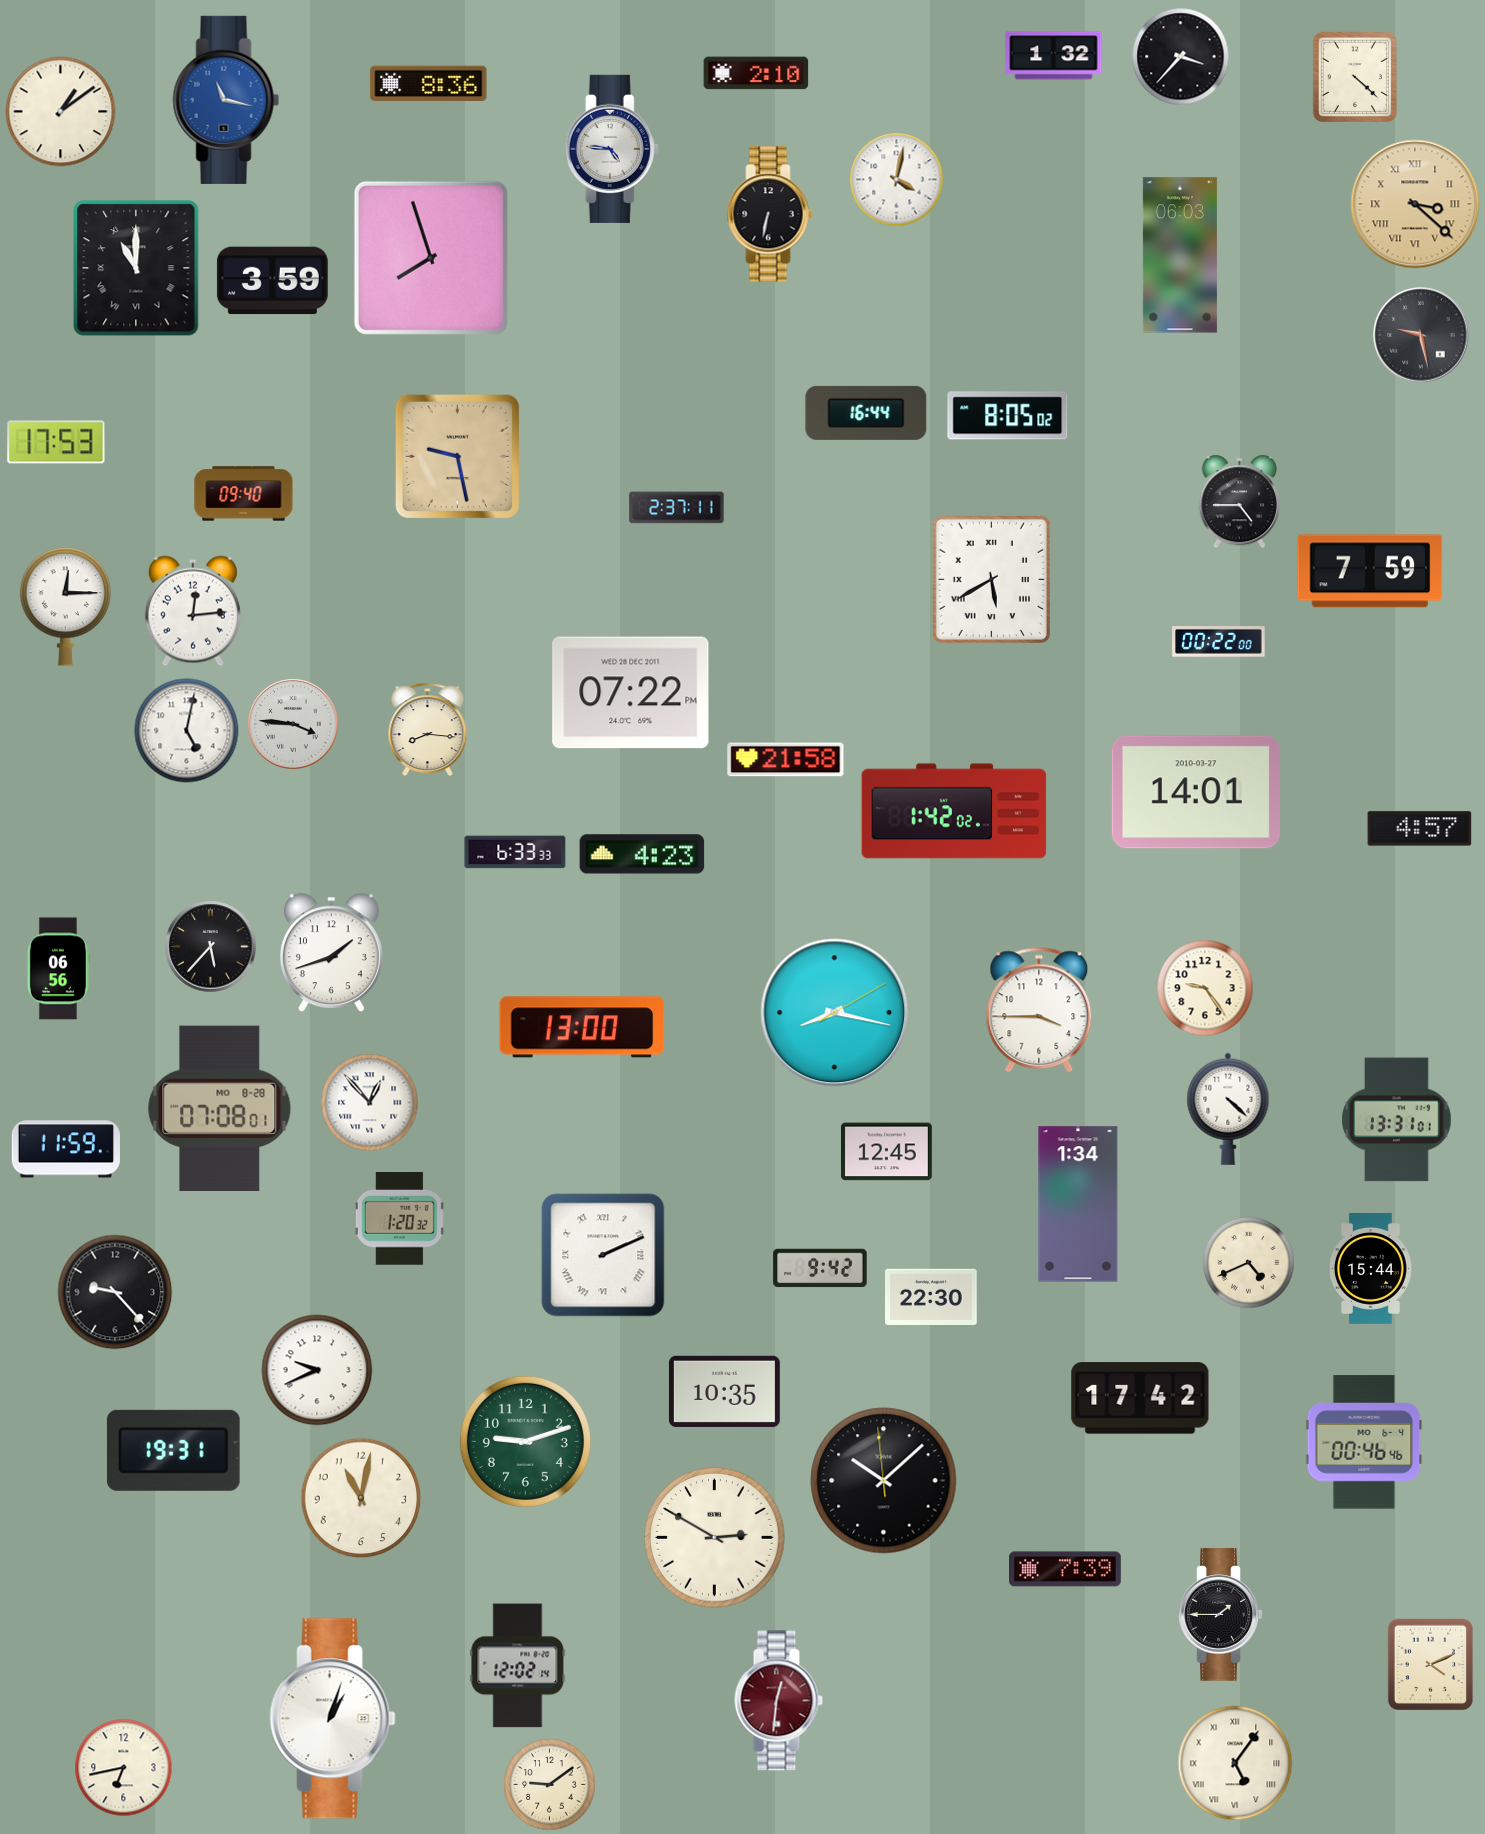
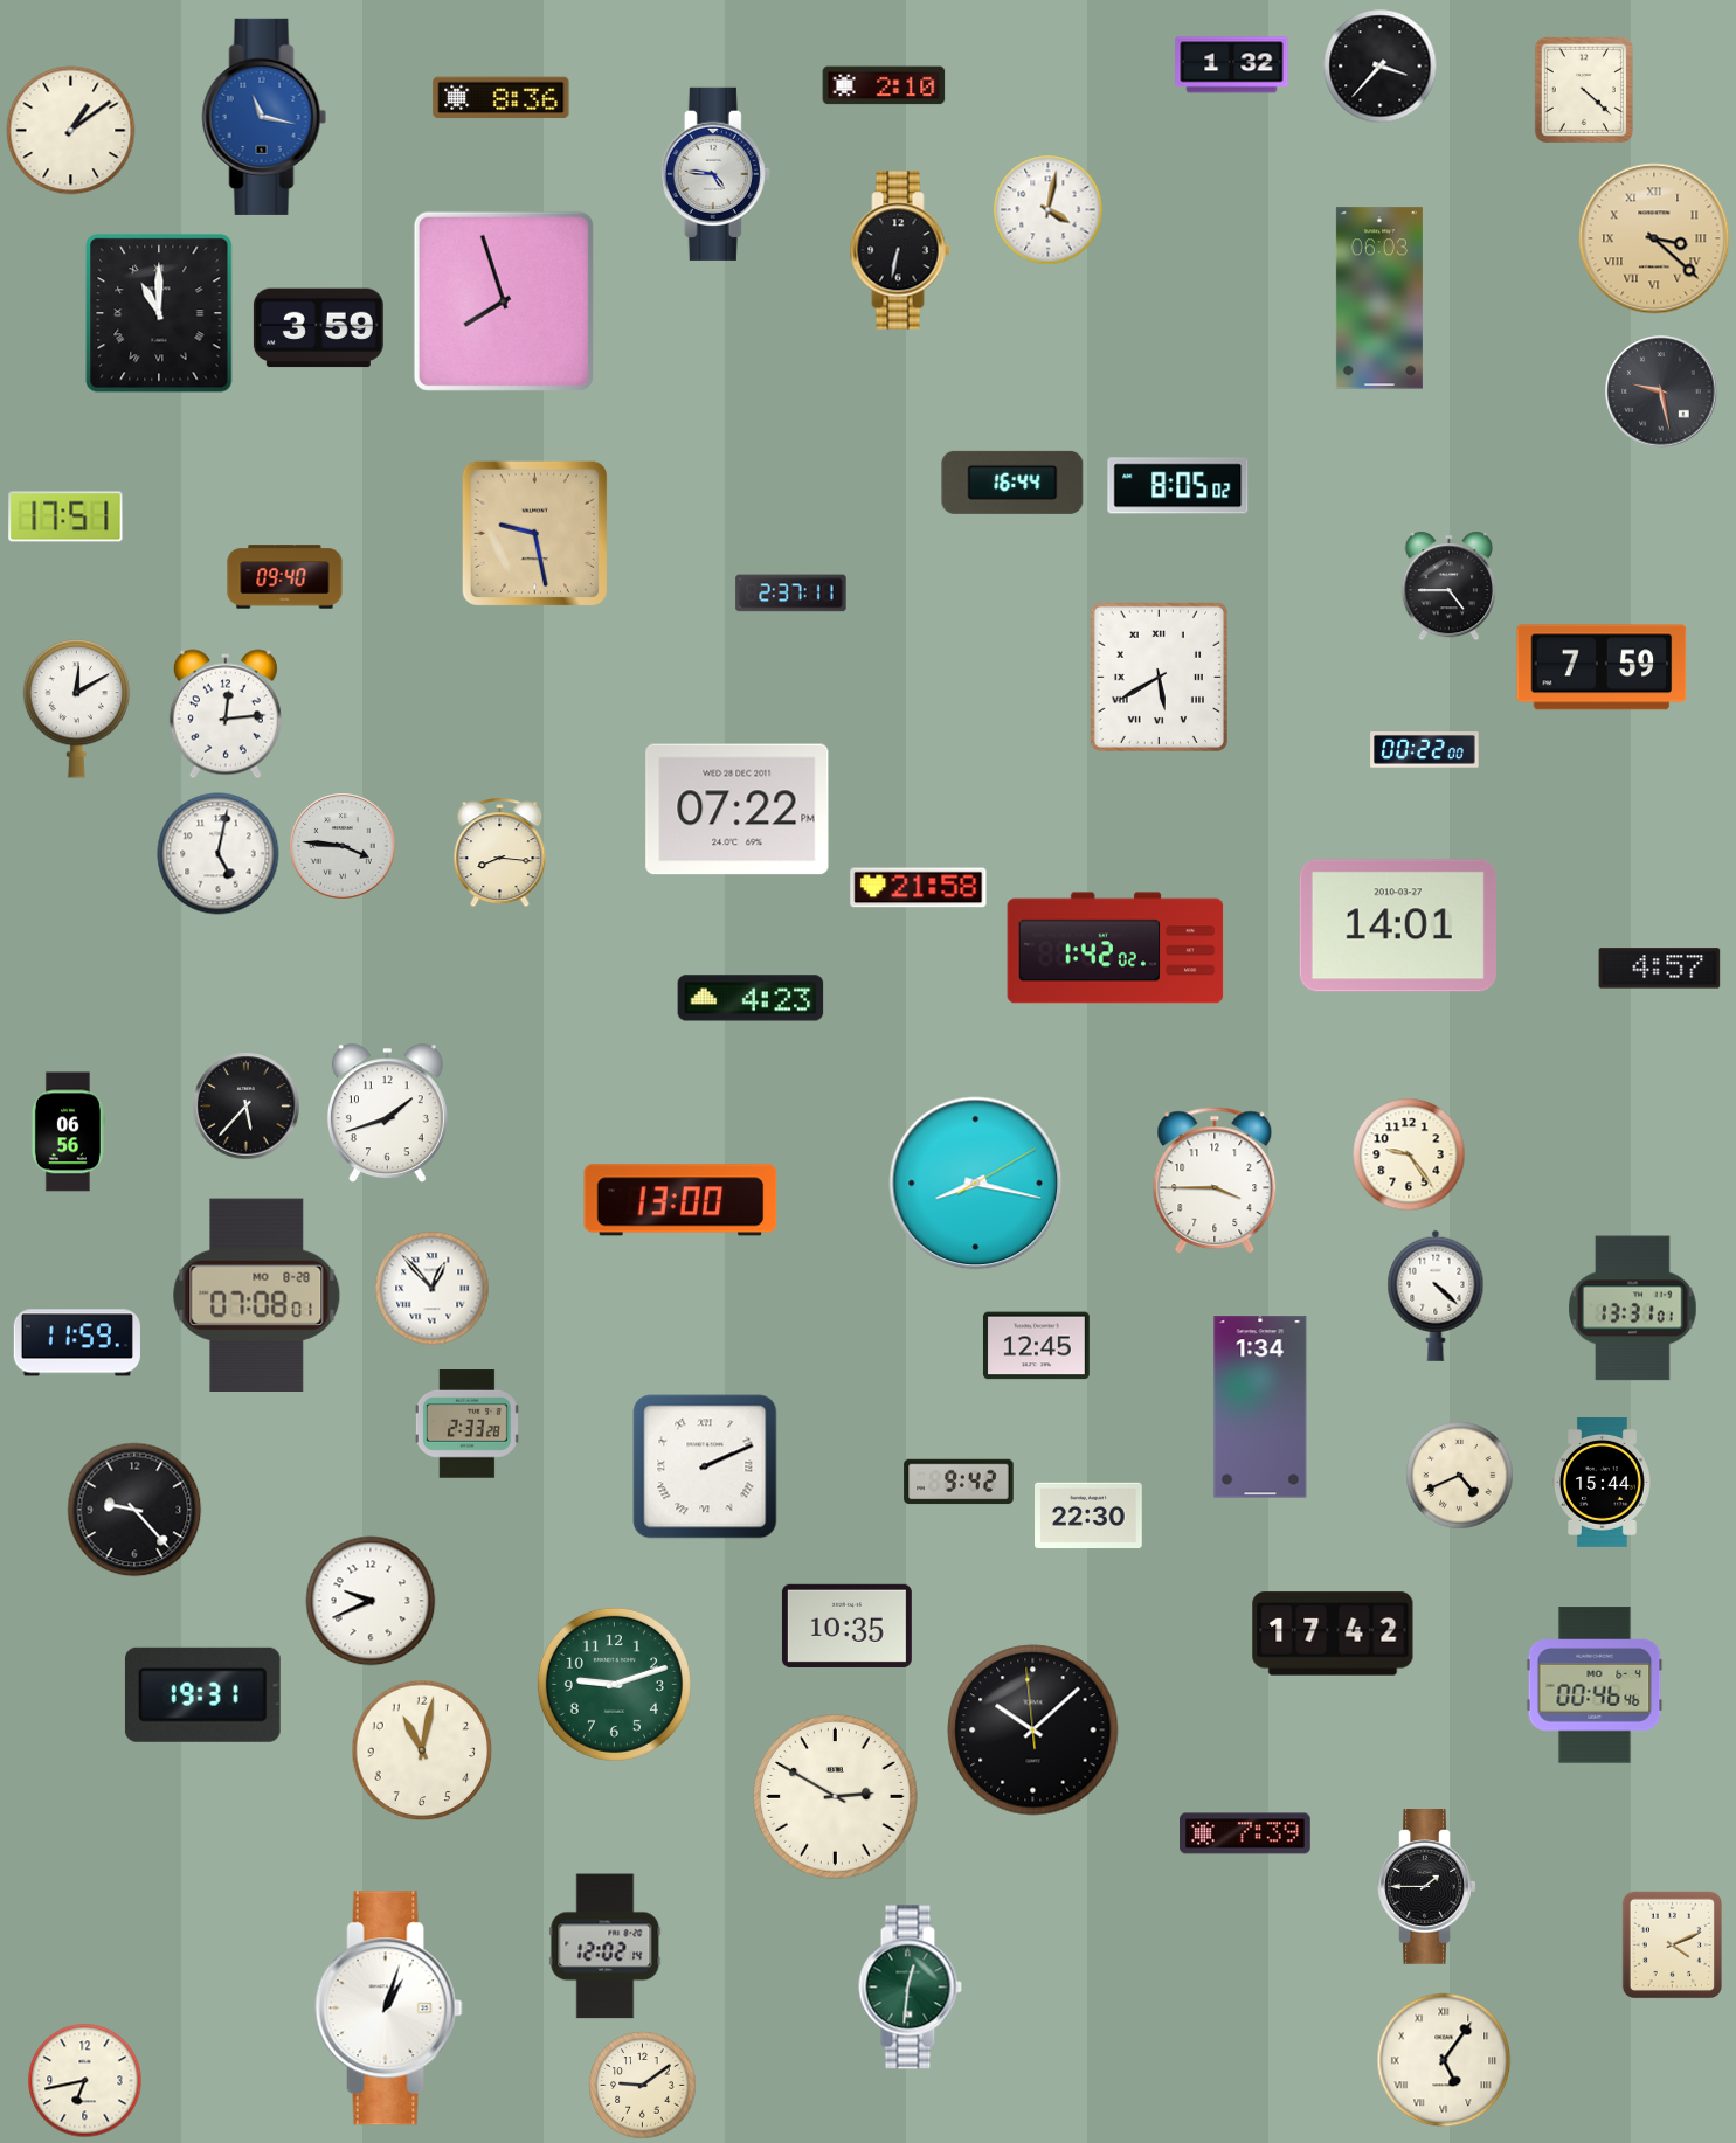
clock at (56, 442): 17:53 -> 17:51
clock at (66, 606): 12:15 -> 12:10
clock at (515, 852): 6:33 -> none
clock at (399, 1219): 1:20 -> 2:33
clock at (778, 1701) dial: burgundy -> green
clock at (124, 1768) position: (124, 1768) -> (85, 2081)
